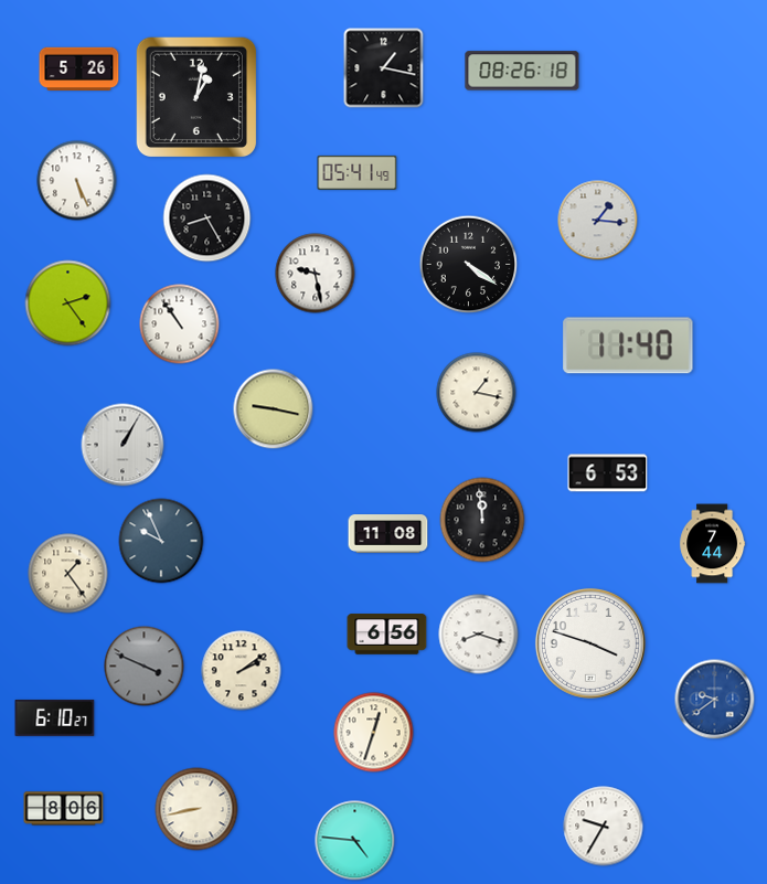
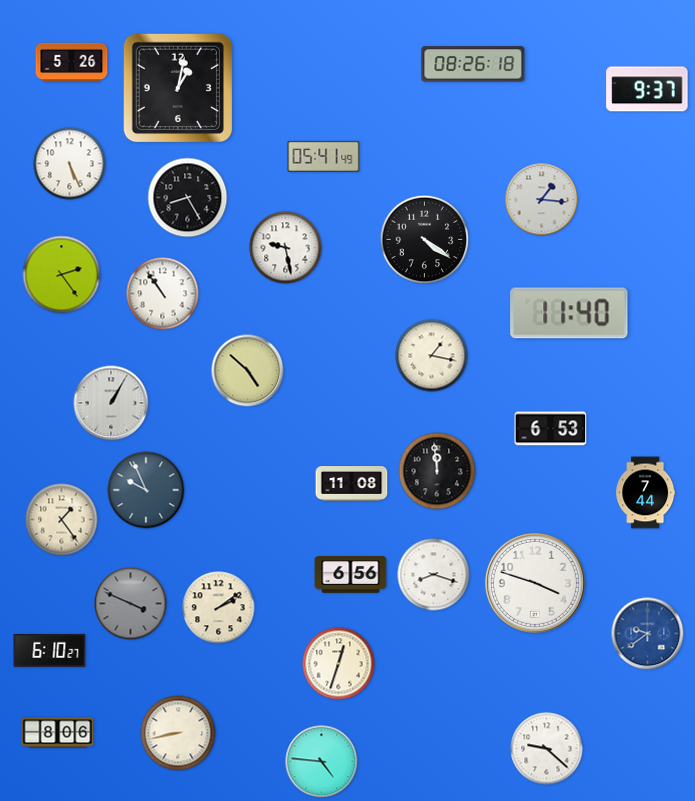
clock at (384, 68): 1:17 -> none
clock at (647, 89): none -> 9:37
clock at (274, 409): 9:17 -> 4:52
clock at (604, 827): 9:35 -> 9:22
